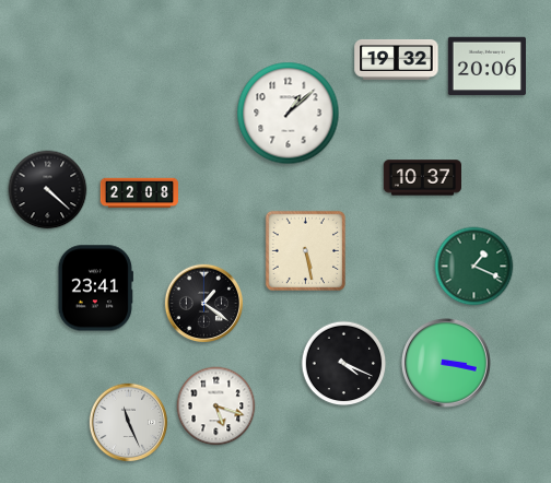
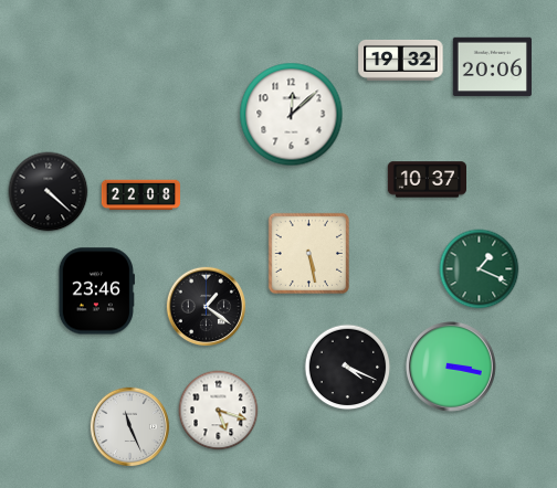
clock at (289, 114): 1:08 -> 12:08
clock at (95, 288): 23:41 -> 23:46
